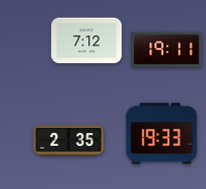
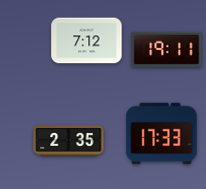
clock at (162, 134): 19:33 -> 17:33
